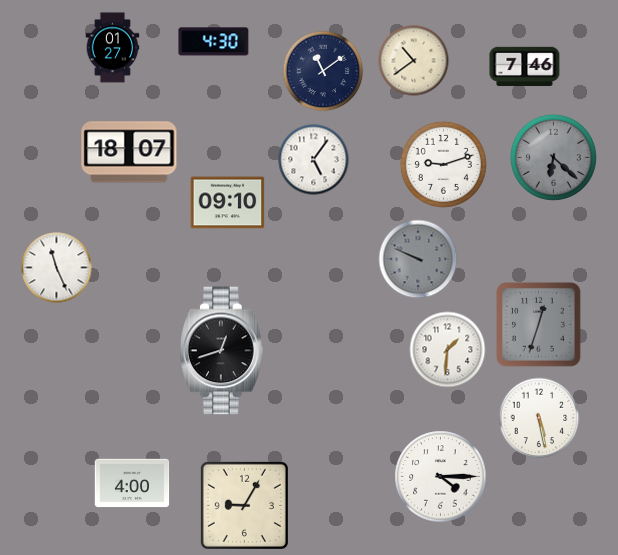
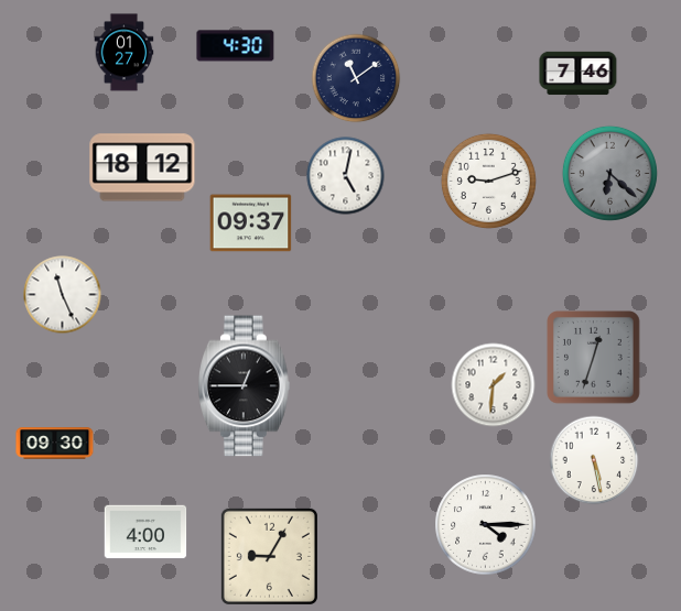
clock at (414, 61): 10:39 -> none
clock at (129, 152): 18:07 -> 18:12
clock at (314, 160): 5:06 -> 5:02
clock at (228, 203): 09:10 -> 09:37
clock at (418, 259): 9:49 -> none
clock at (222, 351): 12:42 -> 12:45
clock at (55, 444): none -> 09:30
